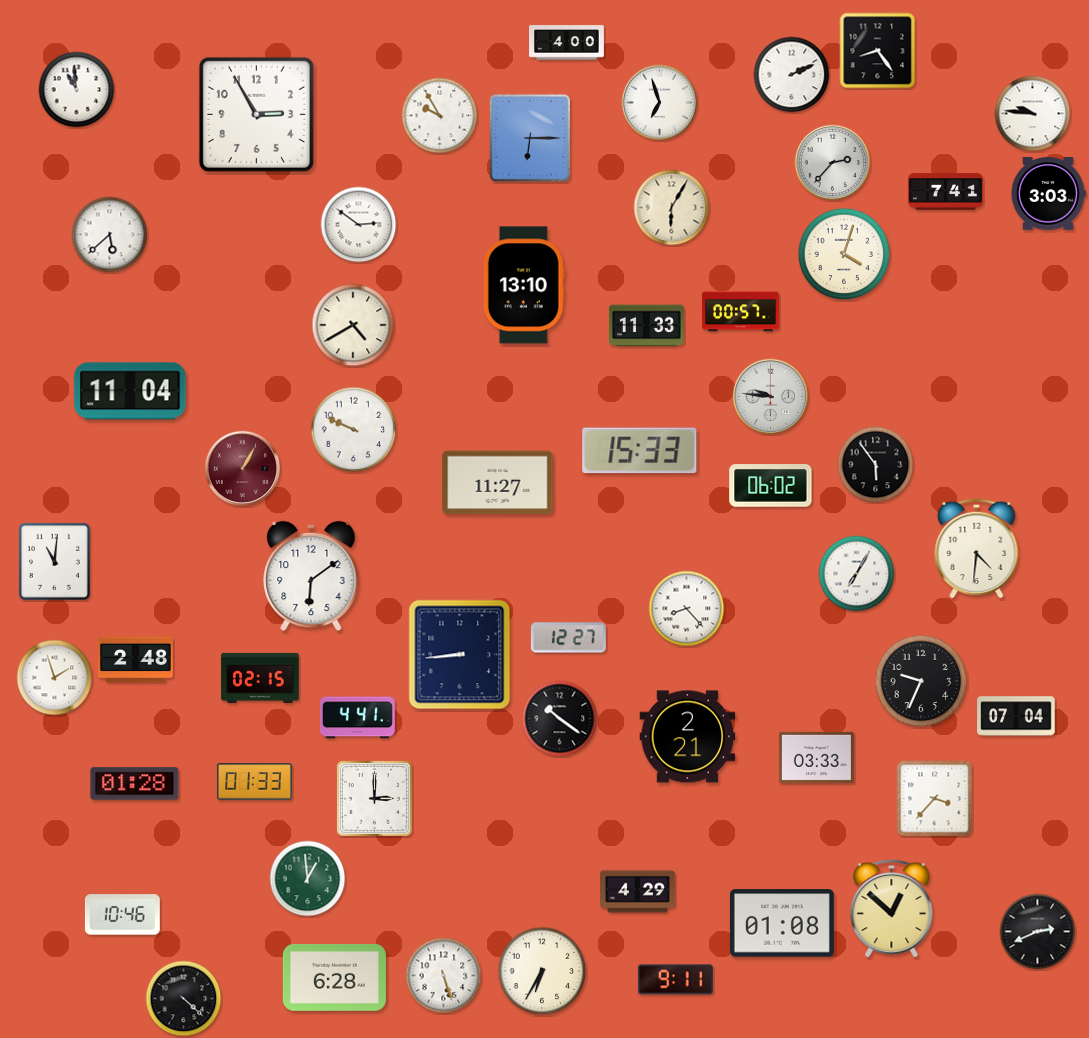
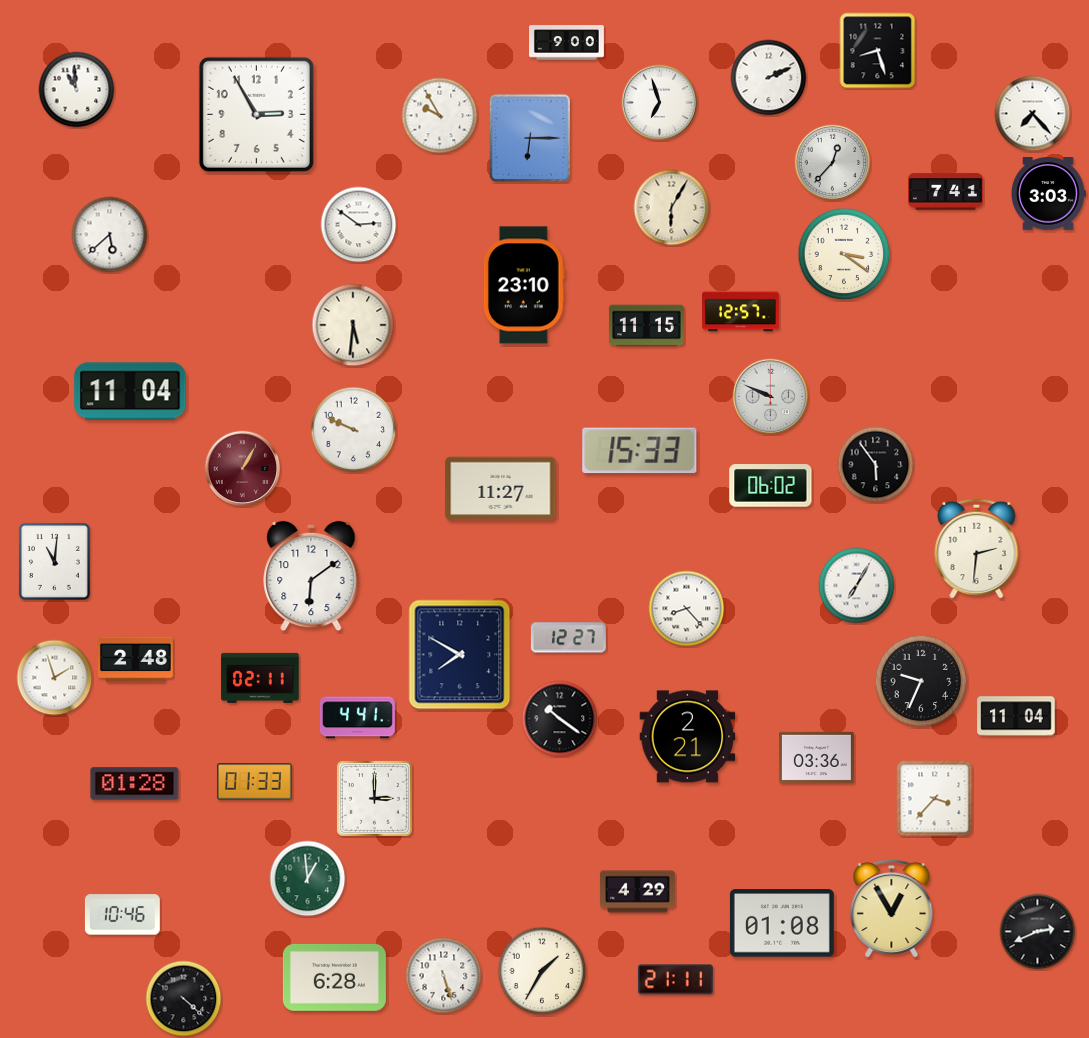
clock at (567, 43): 4:00 -> 9:00
clock at (878, 51): 8:24 -> 8:27
clock at (792, 75) position: (792, 75) -> (769, 78)
clock at (1033, 114): 9:46 -> 7:23
clock at (833, 163): 2:37 -> 12:37
clock at (844, 254): 4:03 -> 3:21
clock at (524, 285): 13:10 -> 23:10
clock at (741, 312): 00:57 -> 12:57
clock at (353, 325): 4:40 -> 5:31
clock at (646, 326): 11:33 -> 11:15
clock at (771, 397): 9:46 -> 9:49
clock at (498, 483) position: (498, 483) -> (501, 489)
clock at (977, 548): 4:31 -> 2:31
clock at (857, 574) position: (857, 574) -> (857, 586)
clock at (460, 655): 8:44 -> 7:50
clock at (260, 678): 02:15 -> 02:11
clock at (1016, 716): 07:04 -> 11:04
clock at (816, 757): 03:33 -> 03:36
clock at (892, 908): 12:52 -> 12:55
clock at (542, 971): 6:35 -> 1:35
clock at (675, 980): 9:11 -> 21:11
